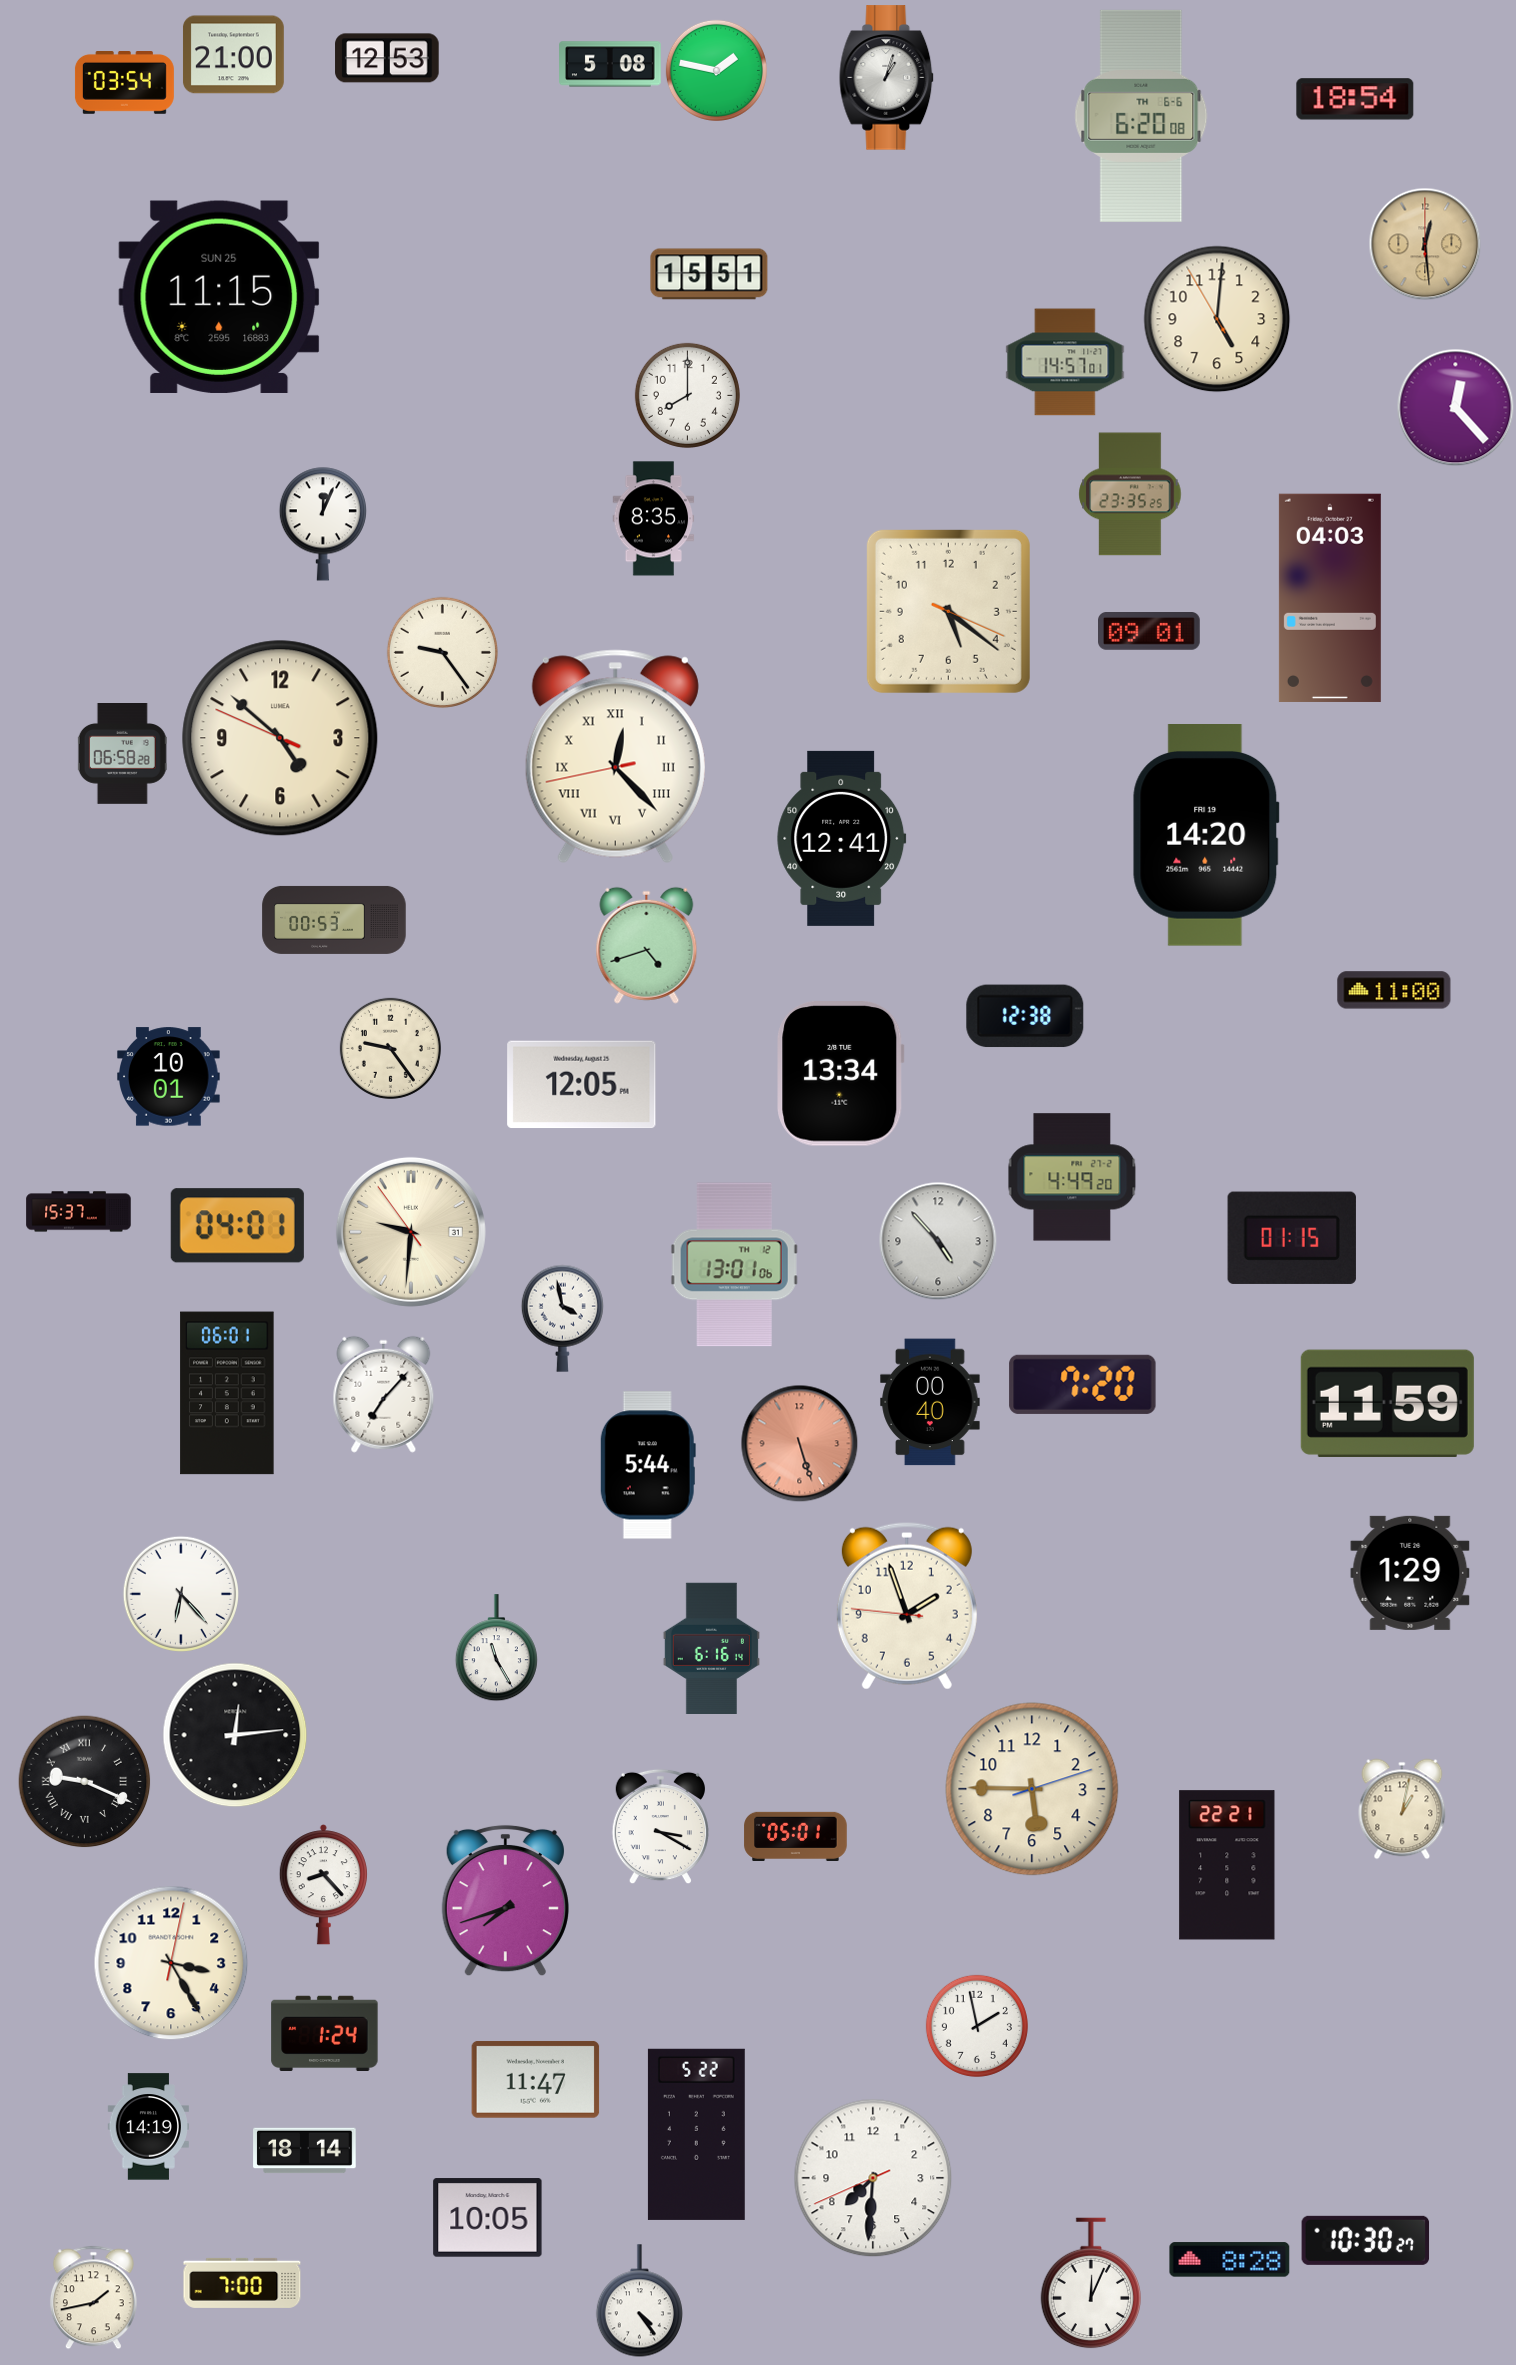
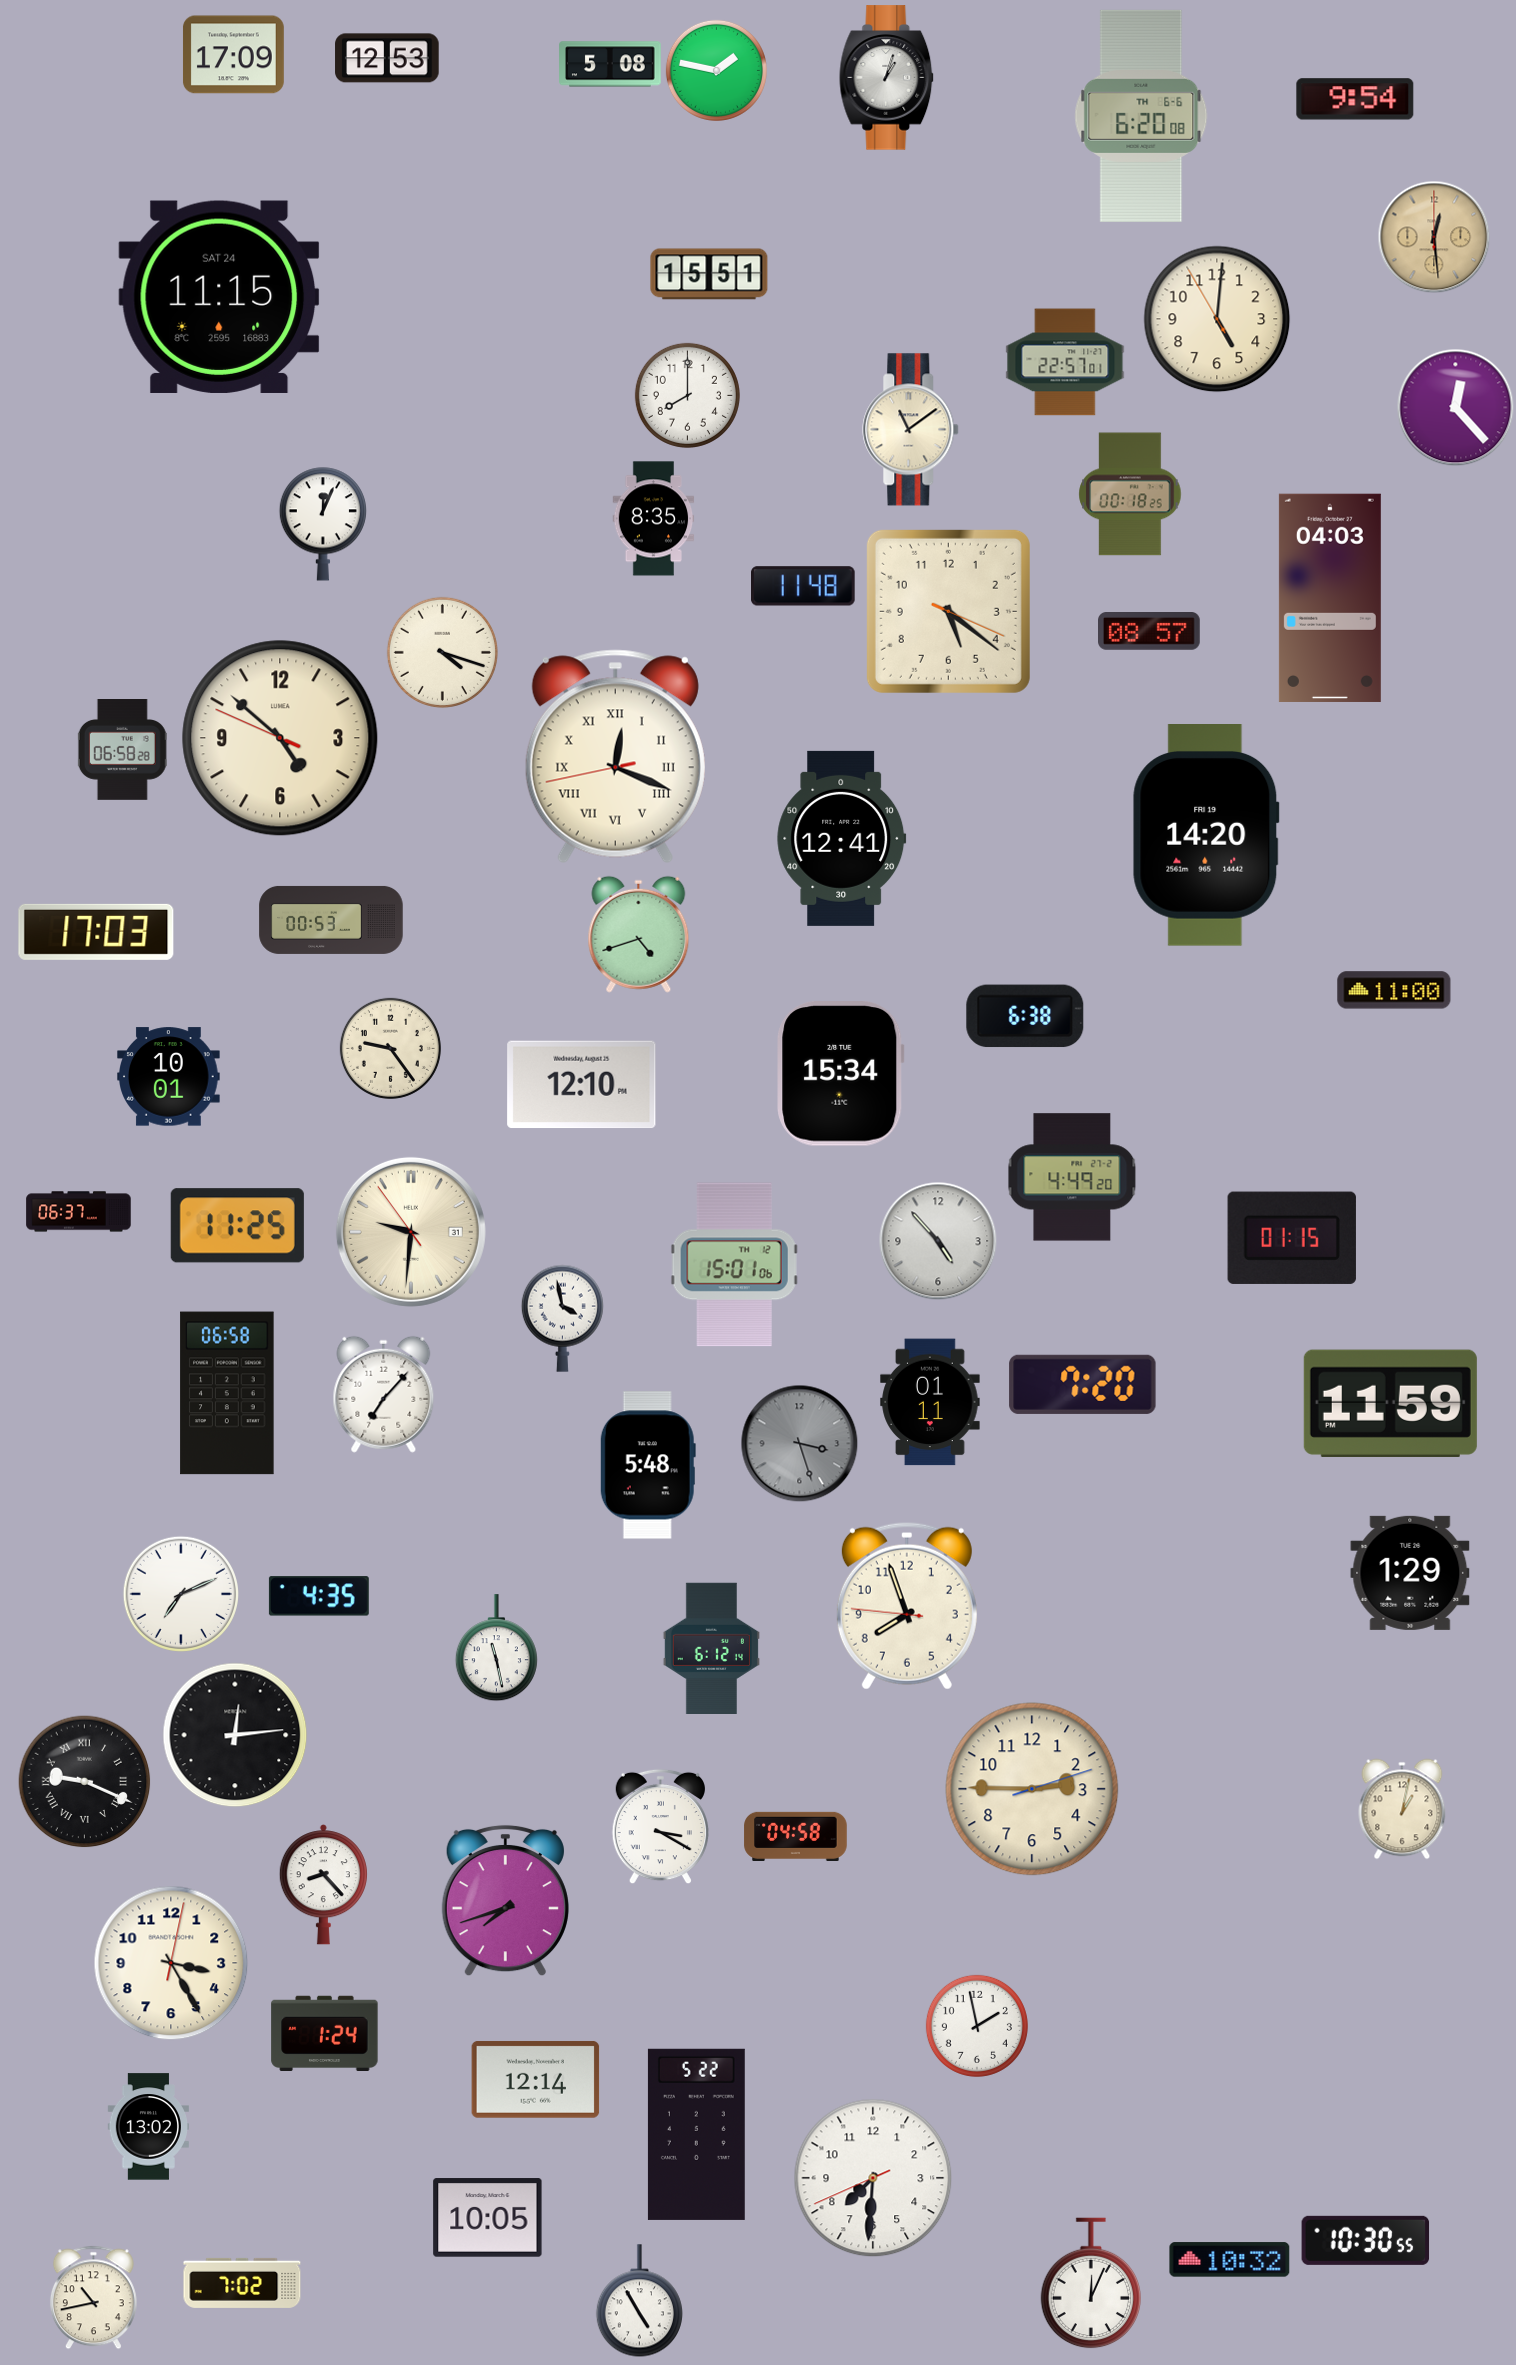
clock at (233, 55): 21:00 -> 17:09
clock at (124, 83): 03:54 -> none
clock at (1355, 99): 18:54 -> 9:54
clock at (1425, 244) position: (1425, 244) -> (1434, 237)
clock at (219, 297) date: SUN 25 -> SAT 24
clock at (1065, 362): 14:57 -> 22:57
clock at (911, 430): none -> 11:09
clock at (1130, 494): 23:35 -> 00:18
clock at (804, 586): none -> 11:48
clock at (1150, 632): 09:01 -> 08:57
clock at (442, 652): 9:24 -> 4:18
clock at (122, 754) position: (122, 754) -> (122, 750)
clock at (615, 757): 12:22 -> 12:18
clock at (334, 920) position: (334, 920) -> (331, 920)
clock at (96, 932): none -> 17:03
clock at (647, 945) position: (647, 945) -> (639, 934)
clock at (1025, 1016): 12:38 -> 6:38
clock at (841, 1074): 13:34 -> 15:34
clock at (582, 1085): 12:05 -> 12:10
clock at (79, 1212): 15:37 -> 06:37
clock at (237, 1226): 04:01 -> 11:25
clock at (734, 1265): 13:01 -> 15:01
clock at (227, 1393): 06:01 -> 06:58
clock at (930, 1402): 00:40 -> 01:11
clock at (1387, 1403) position: (1387, 1403) -> (1390, 1403)
clock at (800, 1444): 5:27 -> 3:27
clock at (800, 1444) dial: salmon -> grey
clock at (648, 1465): 5:44 -> 5:48
clock at (180, 1593): 6:23 -> 7:11
clock at (319, 1596): none -> 4:35
clock at (907, 1606): 1:56 -> 7:56
clock at (496, 1648): 11:25 -> 11:28
clock at (711, 1648): 6:16 -> 6:12
clock at (1032, 1789): 5:45 -> 2:45
clock at (796, 1836): 05:01 -> 04:58
clock at (1227, 1865): 22:21 -> none
clock at (536, 2079): 11:47 -> 12:14
clock at (148, 2127): 14:19 -> 13:02
clock at (305, 2151): 18:14 -> none
clock at (1366, 2240): 10:30:27 -> 10:30:55
clock at (1230, 2260): 8:28 -> 10:32
clock at (242, 2283): 7:00 -> 7:02
clock at (93, 2298): 1:43 -> 10:43
clock at (639, 2301): 4:24 -> 4:55
